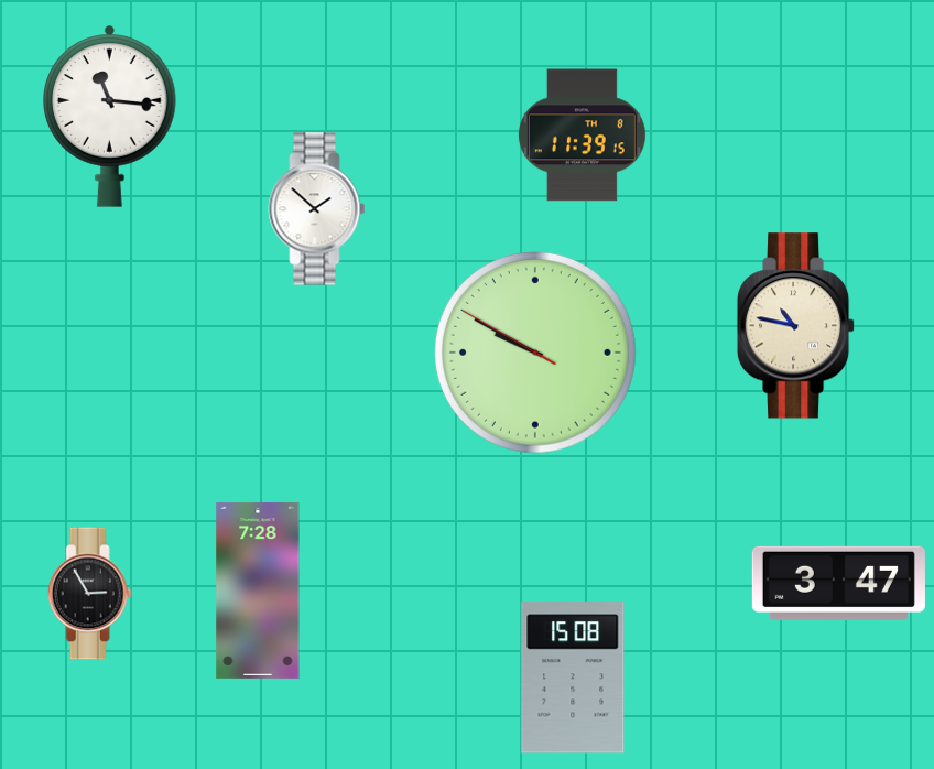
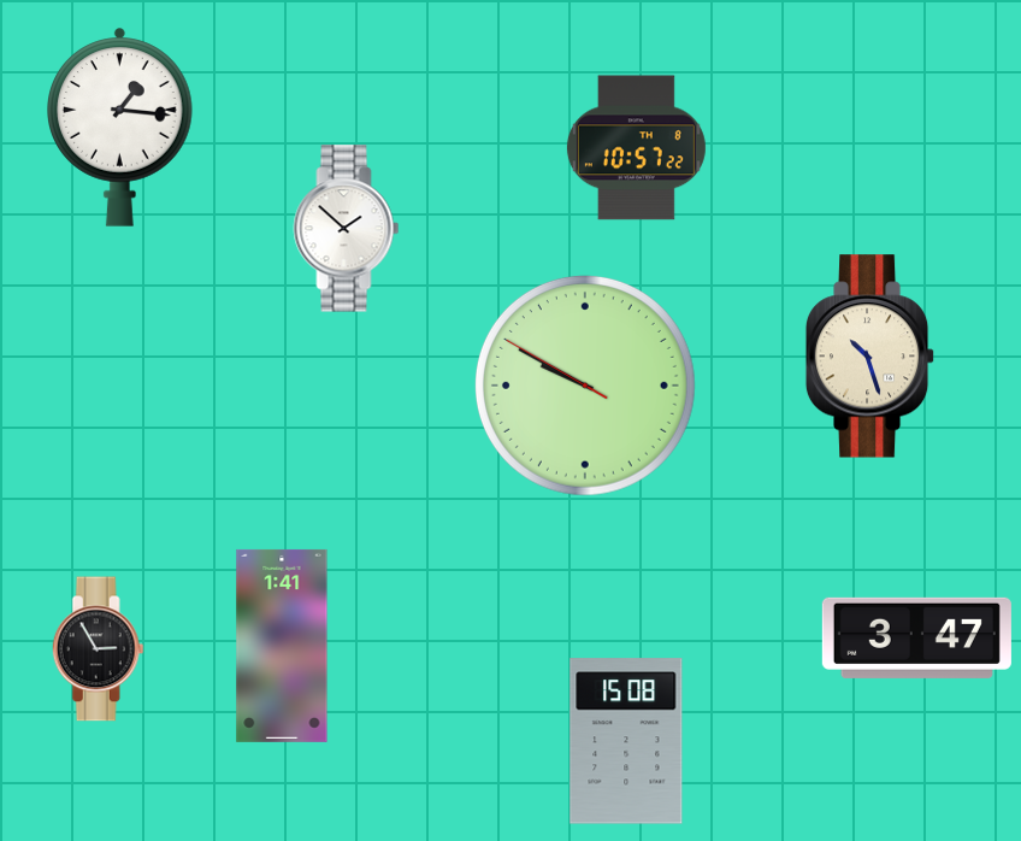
clock at (110, 116): 11:16 -> 1:16
clock at (582, 136): 11:39 -> 10:57
clock at (796, 326): 10:47 -> 10:27
clock at (258, 591): 7:28 -> 1:41
